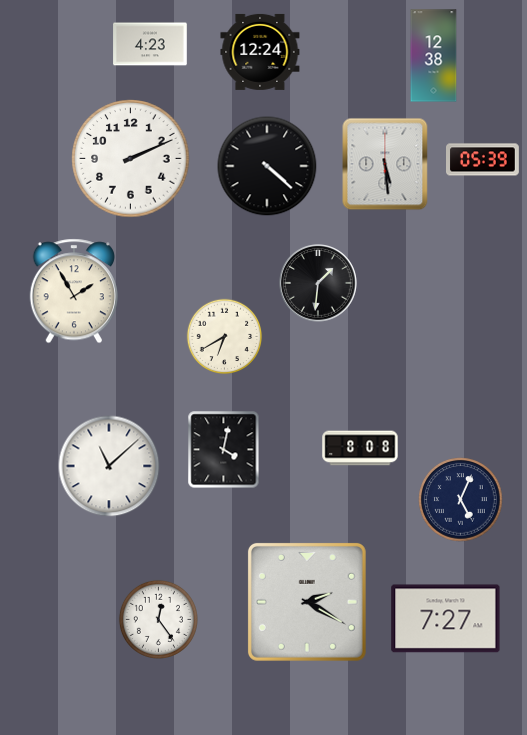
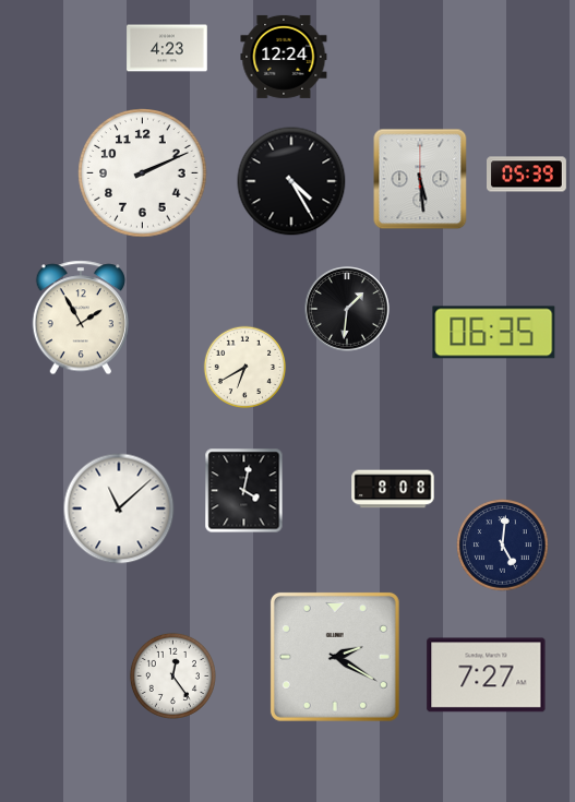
clock at (150, 44) position: (150, 44) -> (167, 48)
clock at (434, 56): 12:38 -> none
clock at (267, 166): 4:22 -> 4:25
clock at (494, 333): none -> 06:35
clock at (461, 500): 5:04 -> 5:01
